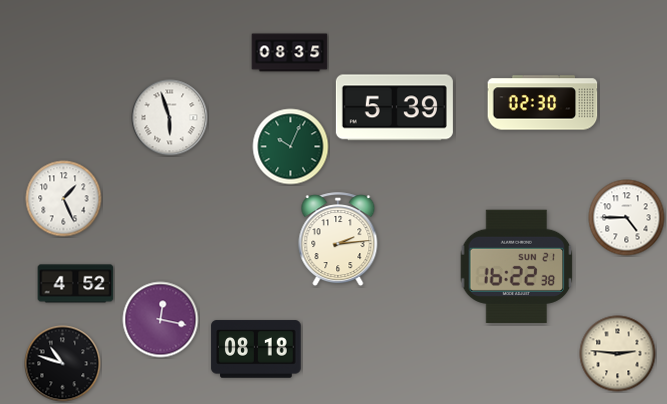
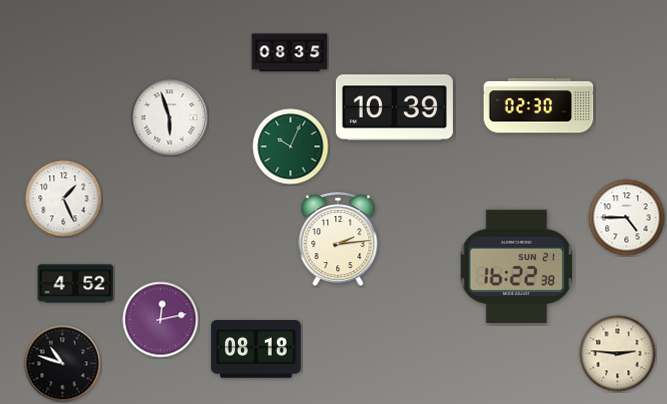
clock at (543, 103) position: (543, 103) -> (539, 106)
clock at (394, 108): 5:39 -> 10:39
clock at (161, 320): 12:17 -> 12:13
